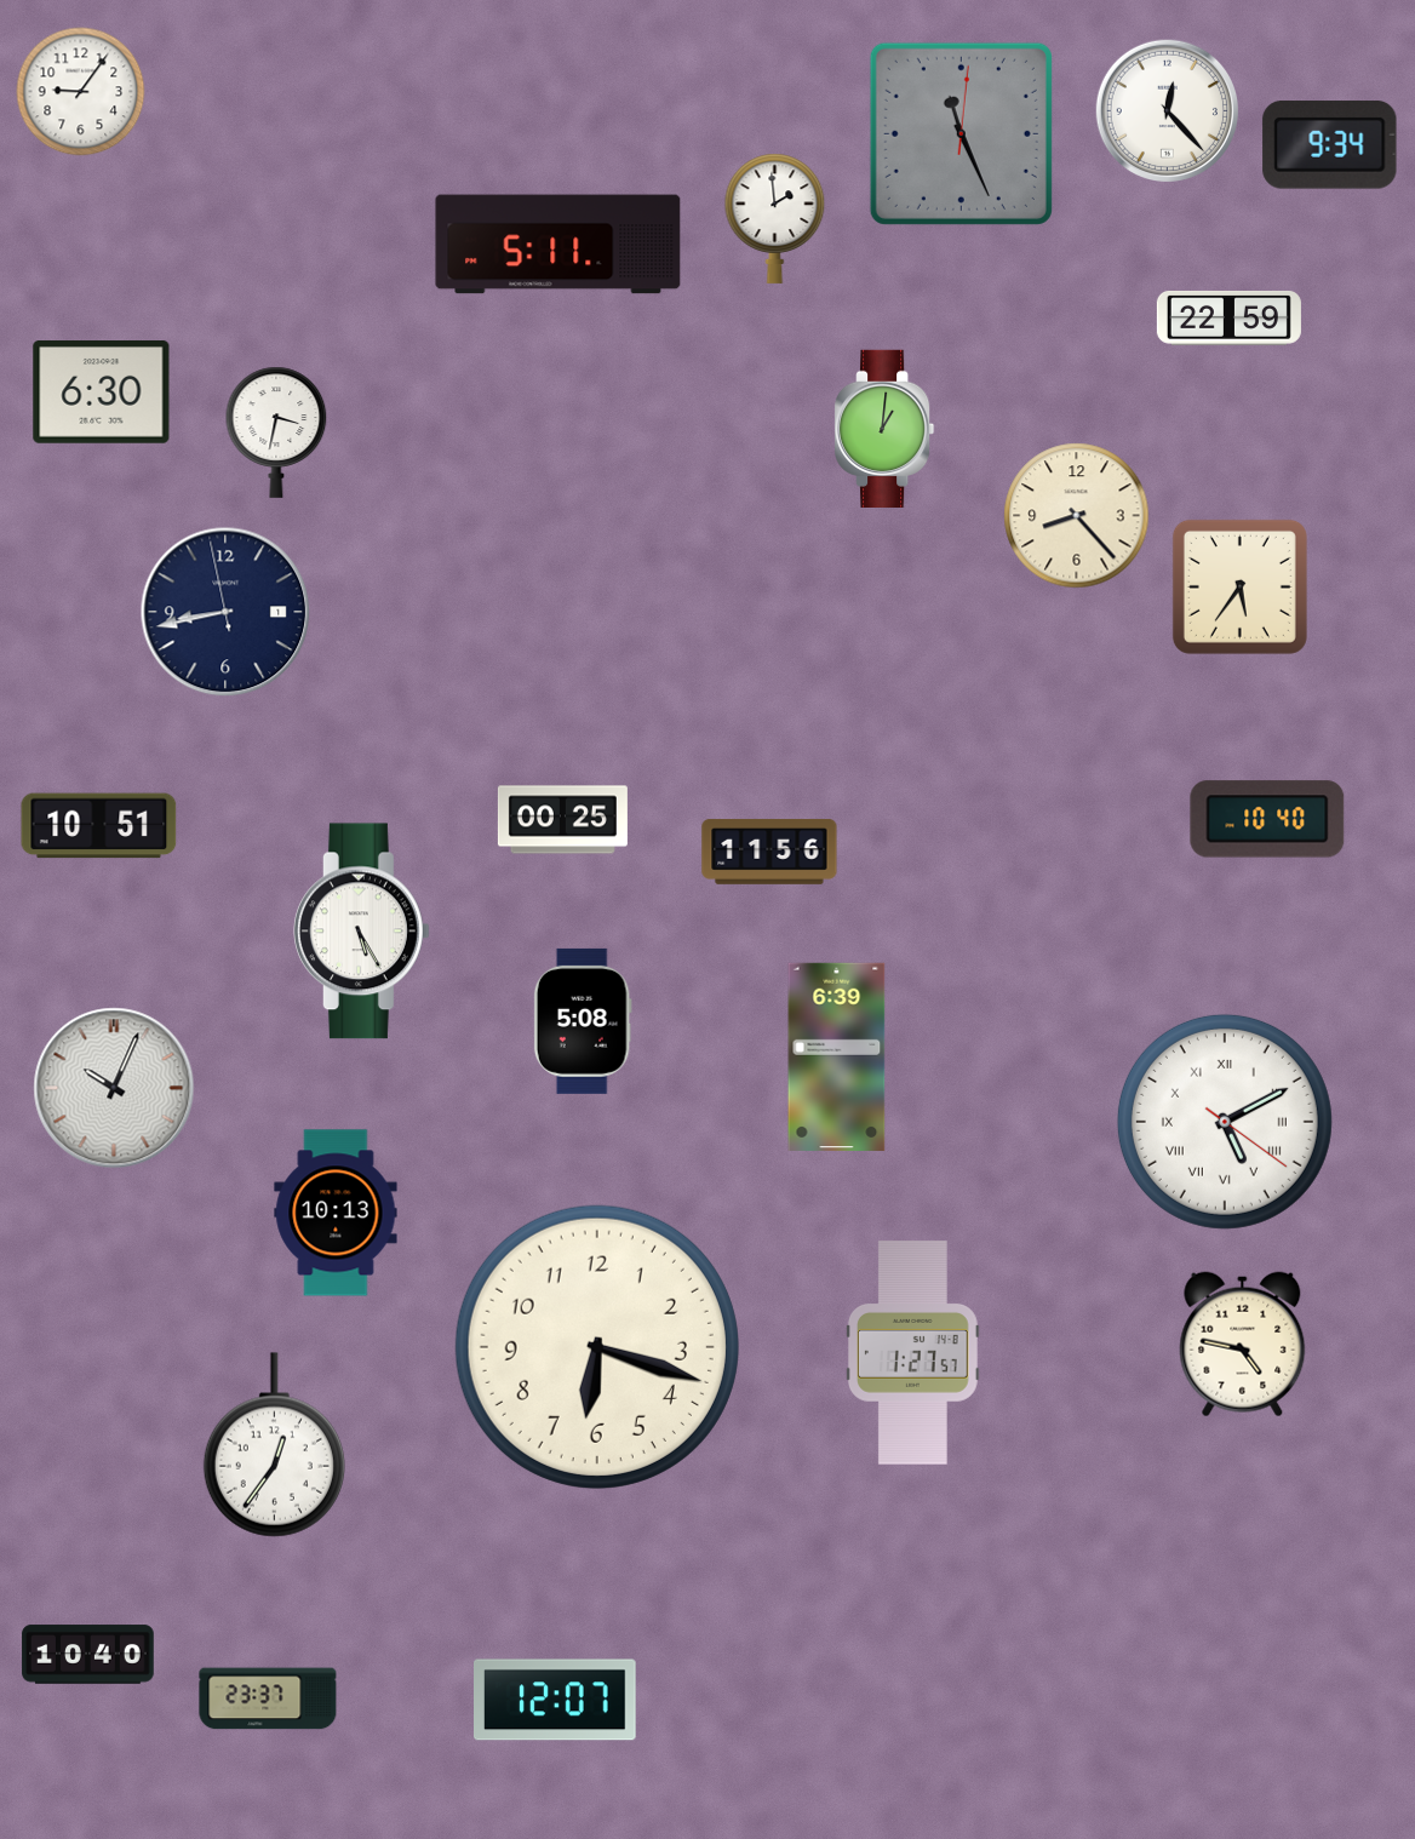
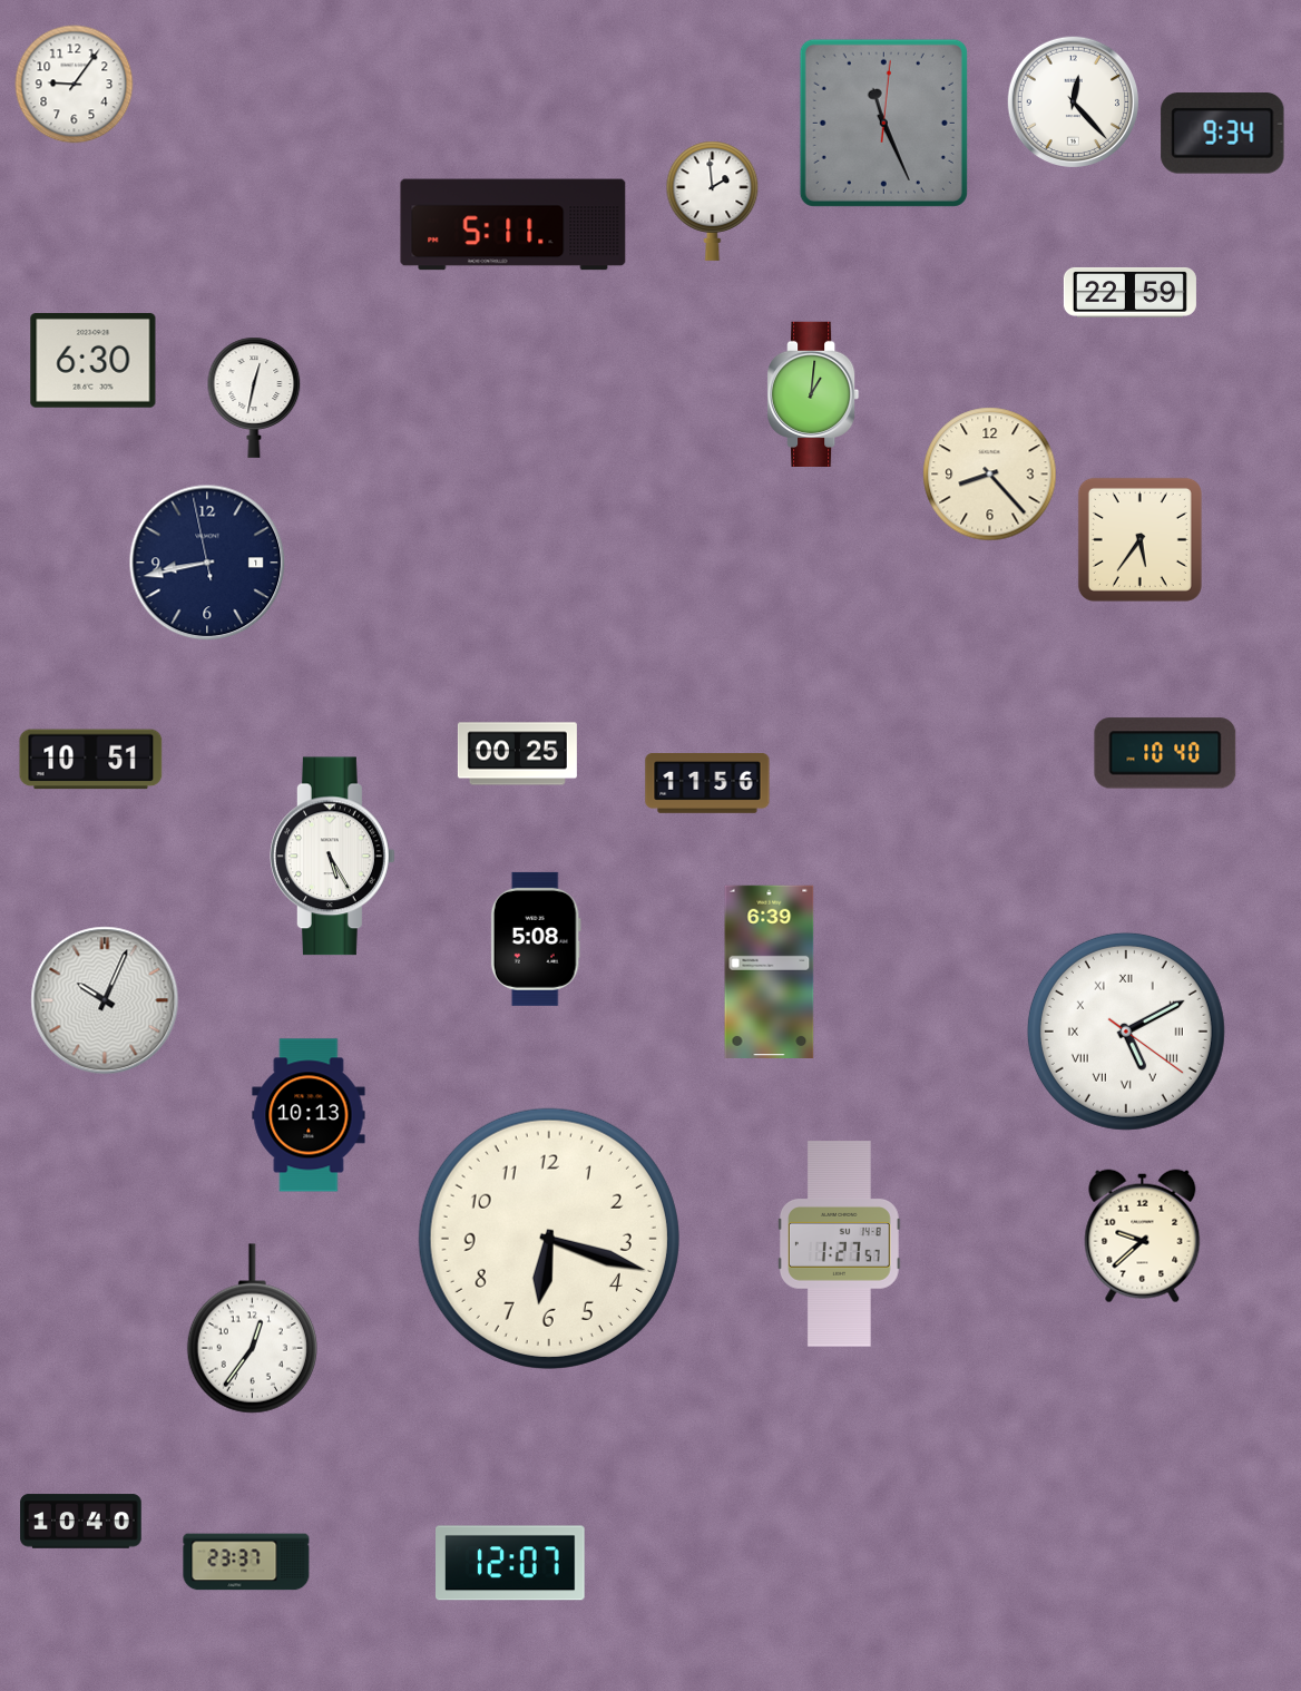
clock at (276, 432): 3:32 -> 12:32
clock at (1243, 1345): 4:47 -> 9:38
